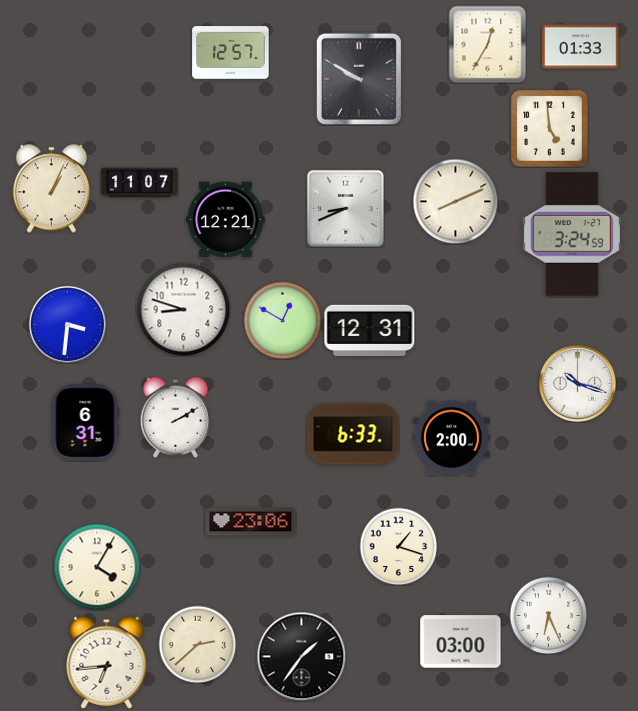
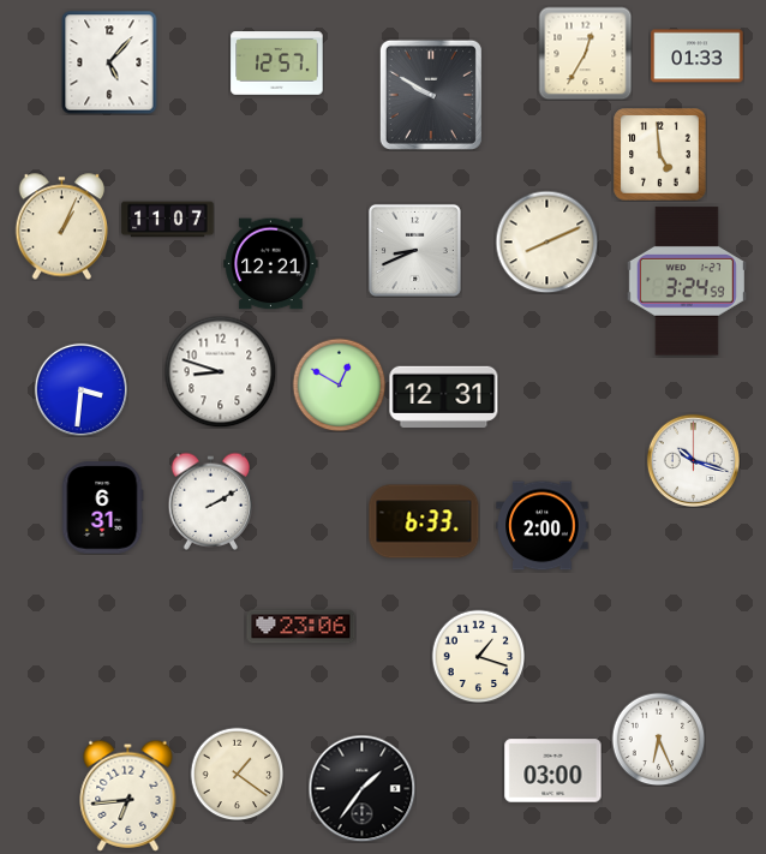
clock at (109, 62): none -> 5:07
clock at (97, 567): 4:05 -> none
clock at (197, 644): 2:38 -> 1:21
